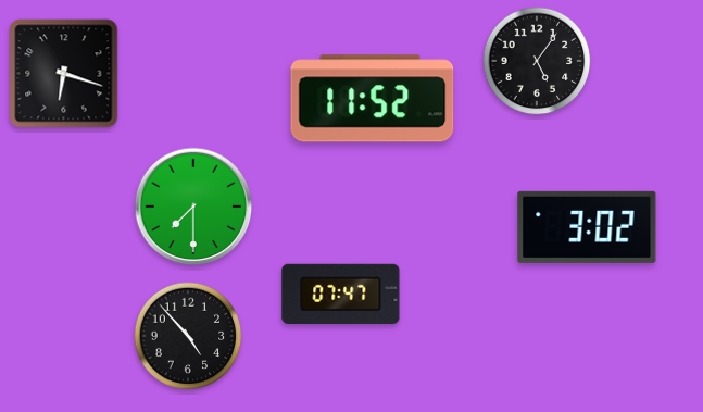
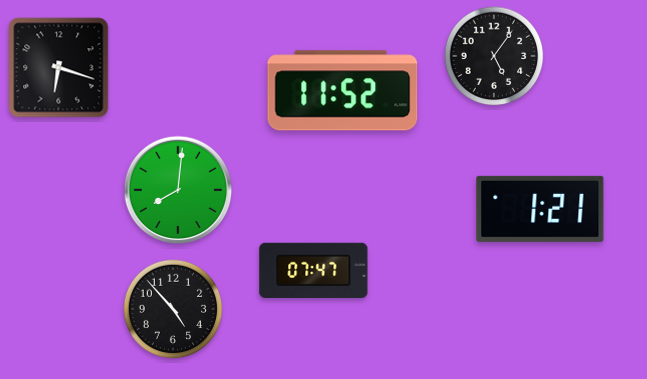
clock at (193, 207): 7:30 -> 8:01
clock at (587, 227): 3:02 -> 1:21
